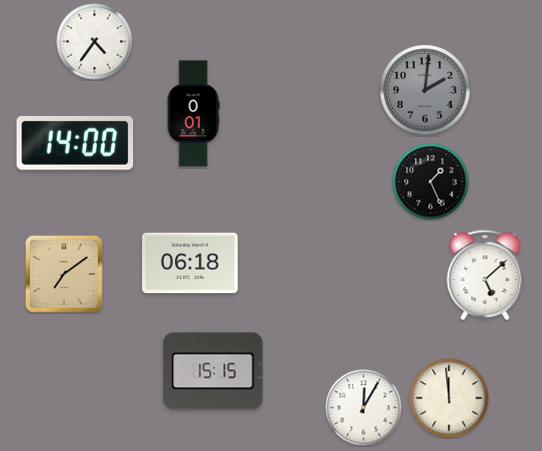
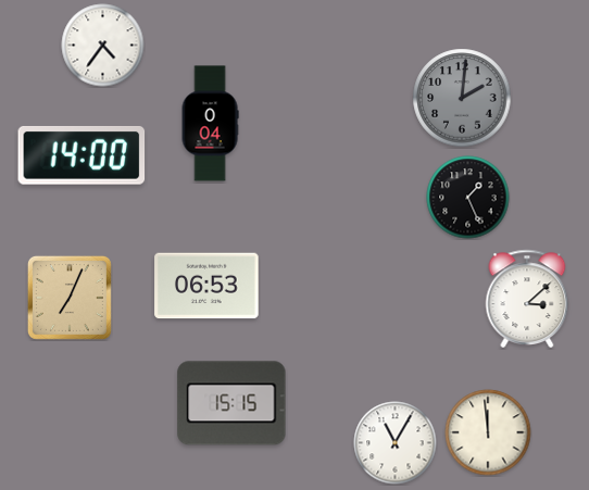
clock at (193, 114): 0:01 -> 0:04
clock at (190, 263): 06:18 -> 06:53
clock at (64, 274): 7:09 -> 7:04
clock at (485, 275): 5:08 -> 3:08
clock at (364, 408): 12:05 -> 11:05
